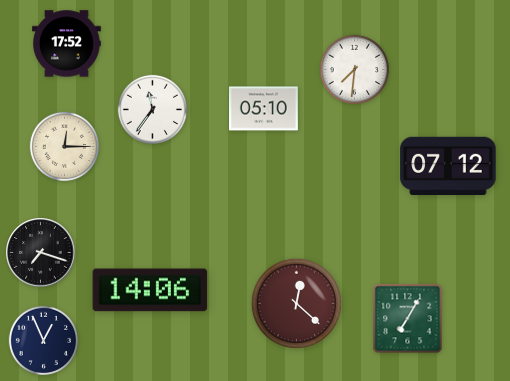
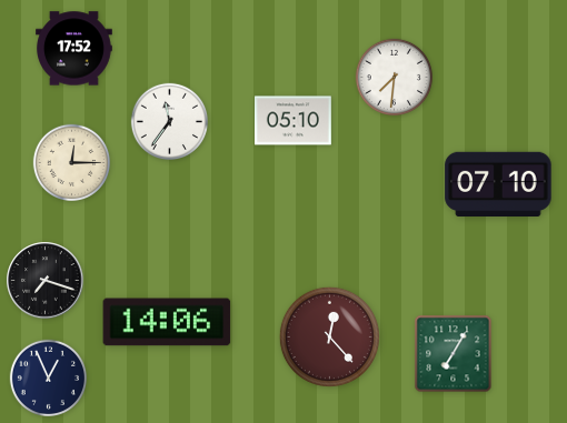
clock at (448, 165): 07:12 -> 07:10
clock at (296, 303): 12:22 -> 12:23
